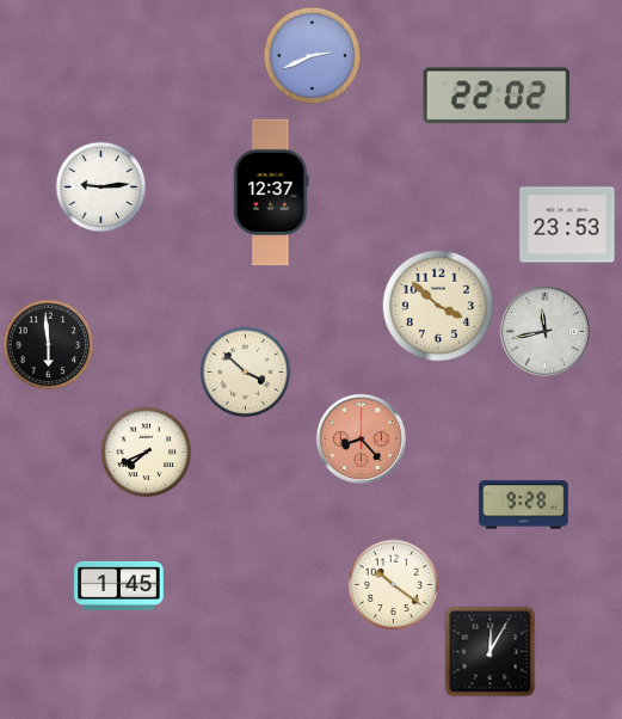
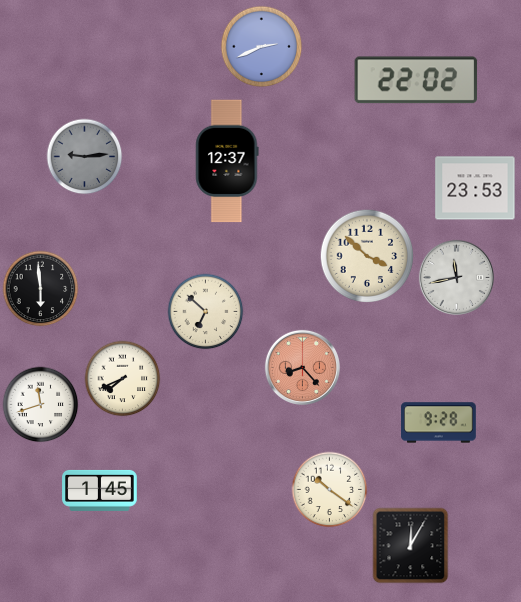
clock at (101, 188) dial: white -> grey
clock at (246, 373): 3:52 -> 6:52
clock at (41, 405): none -> 11:42
